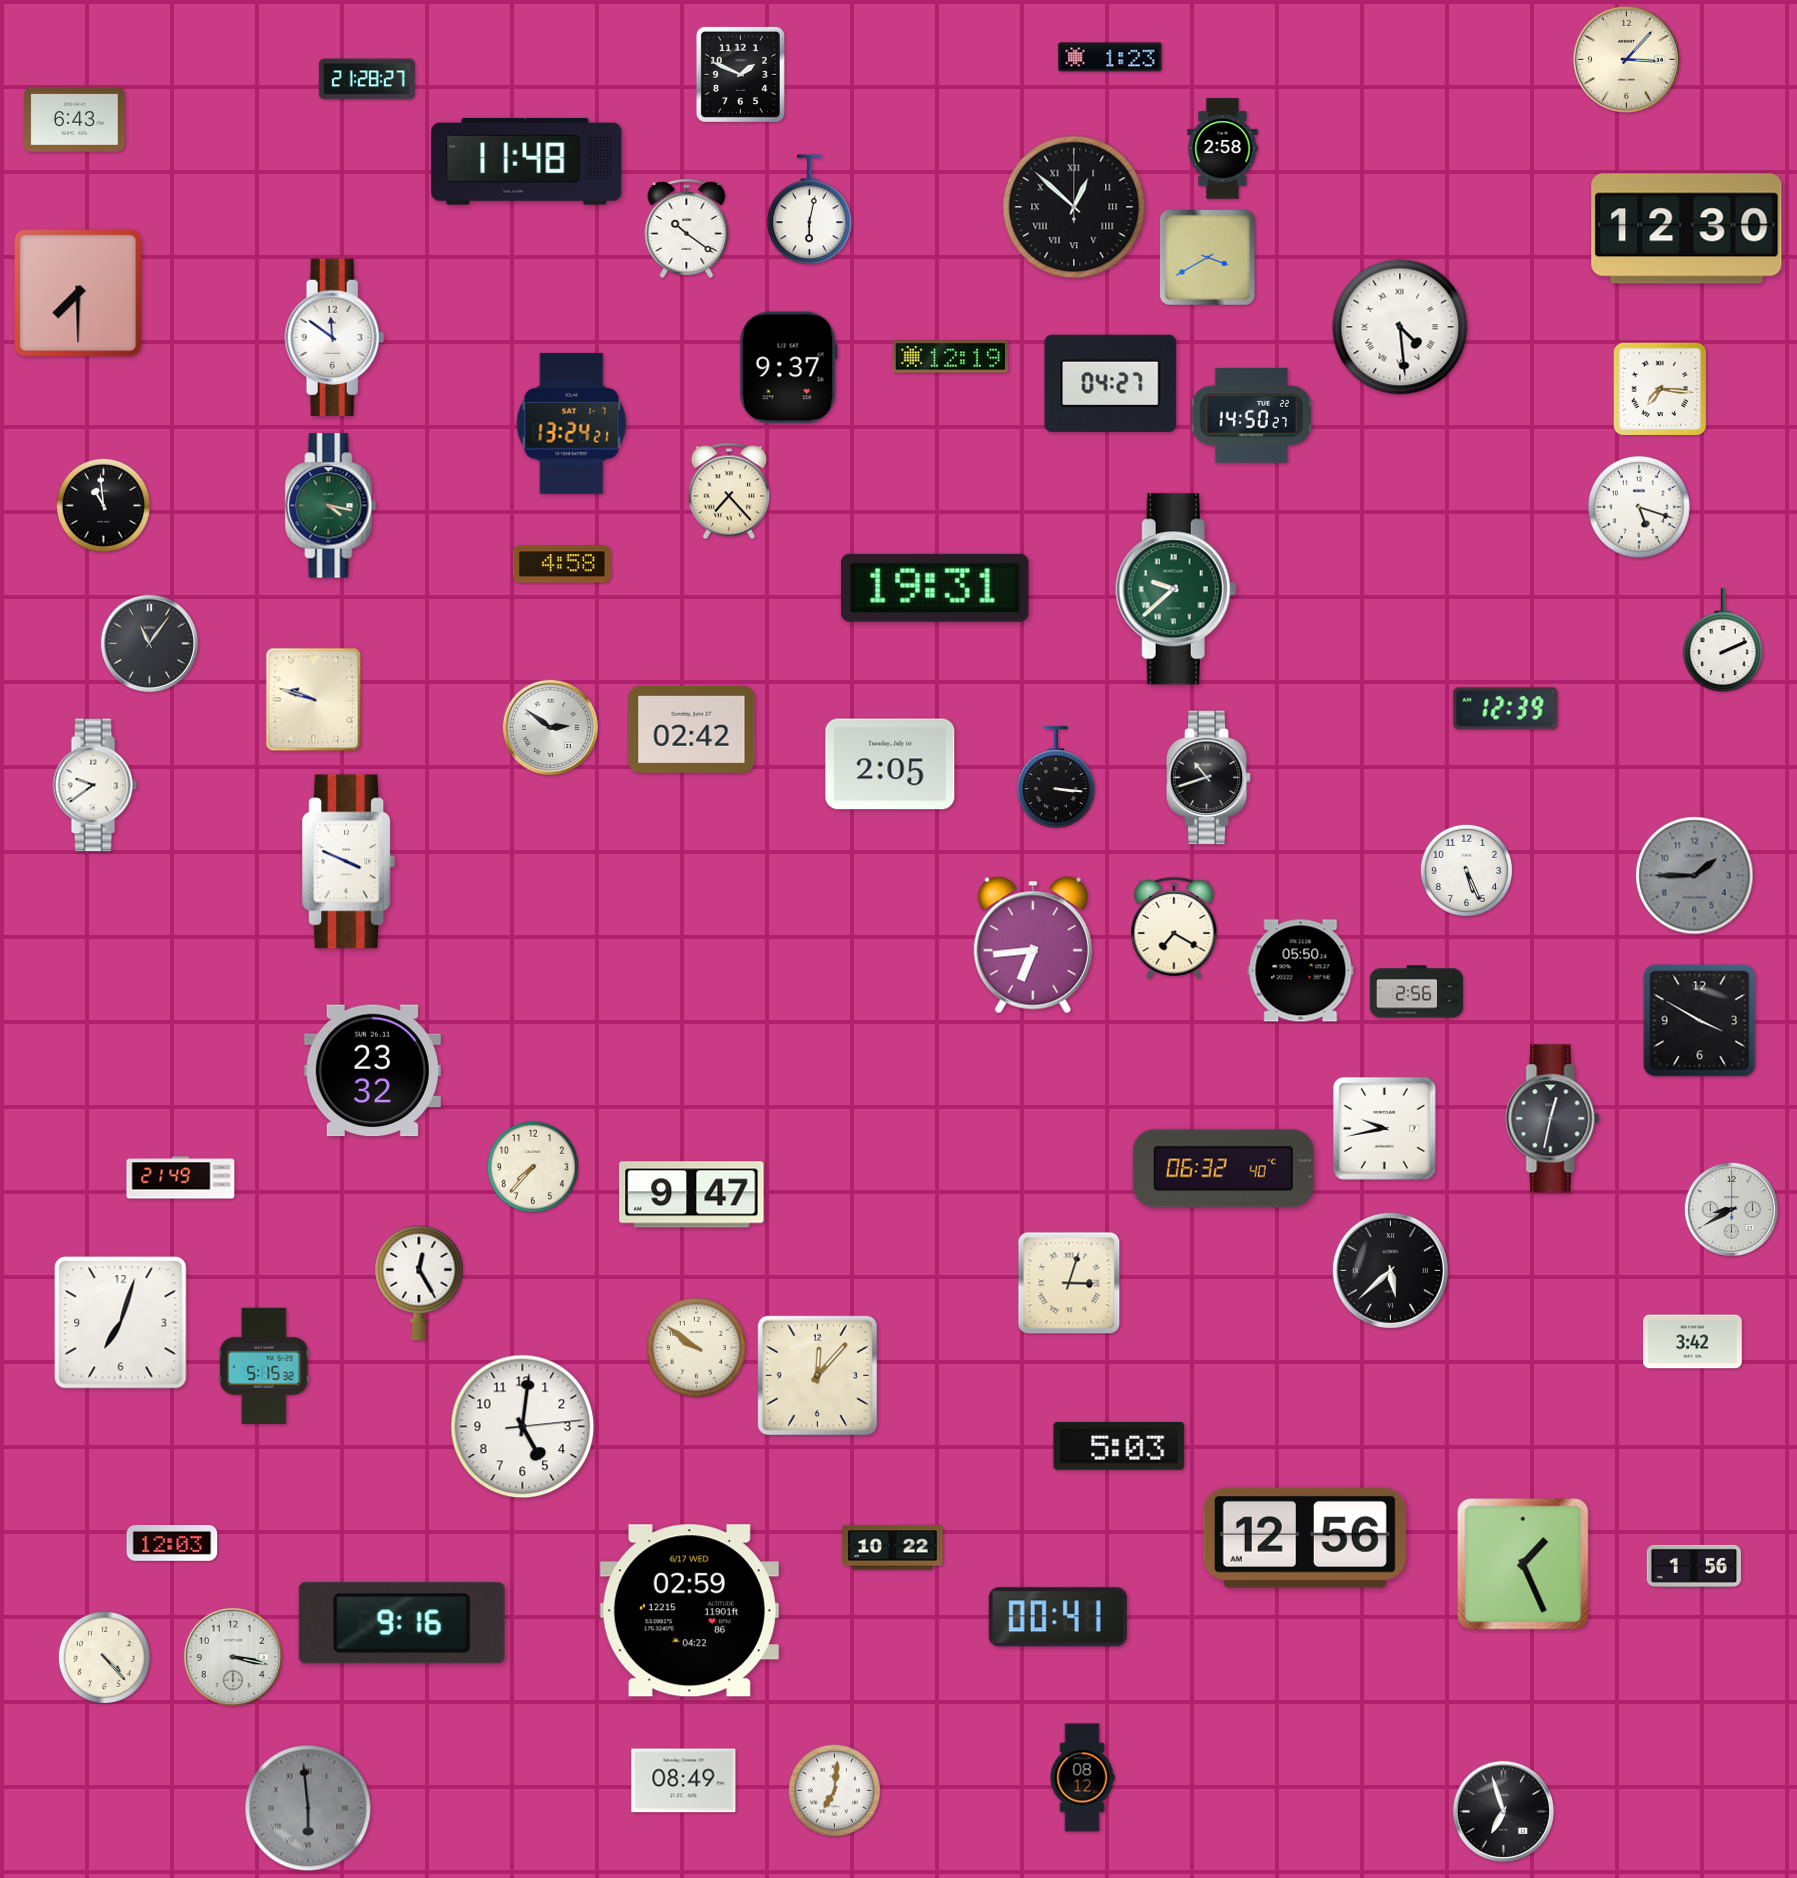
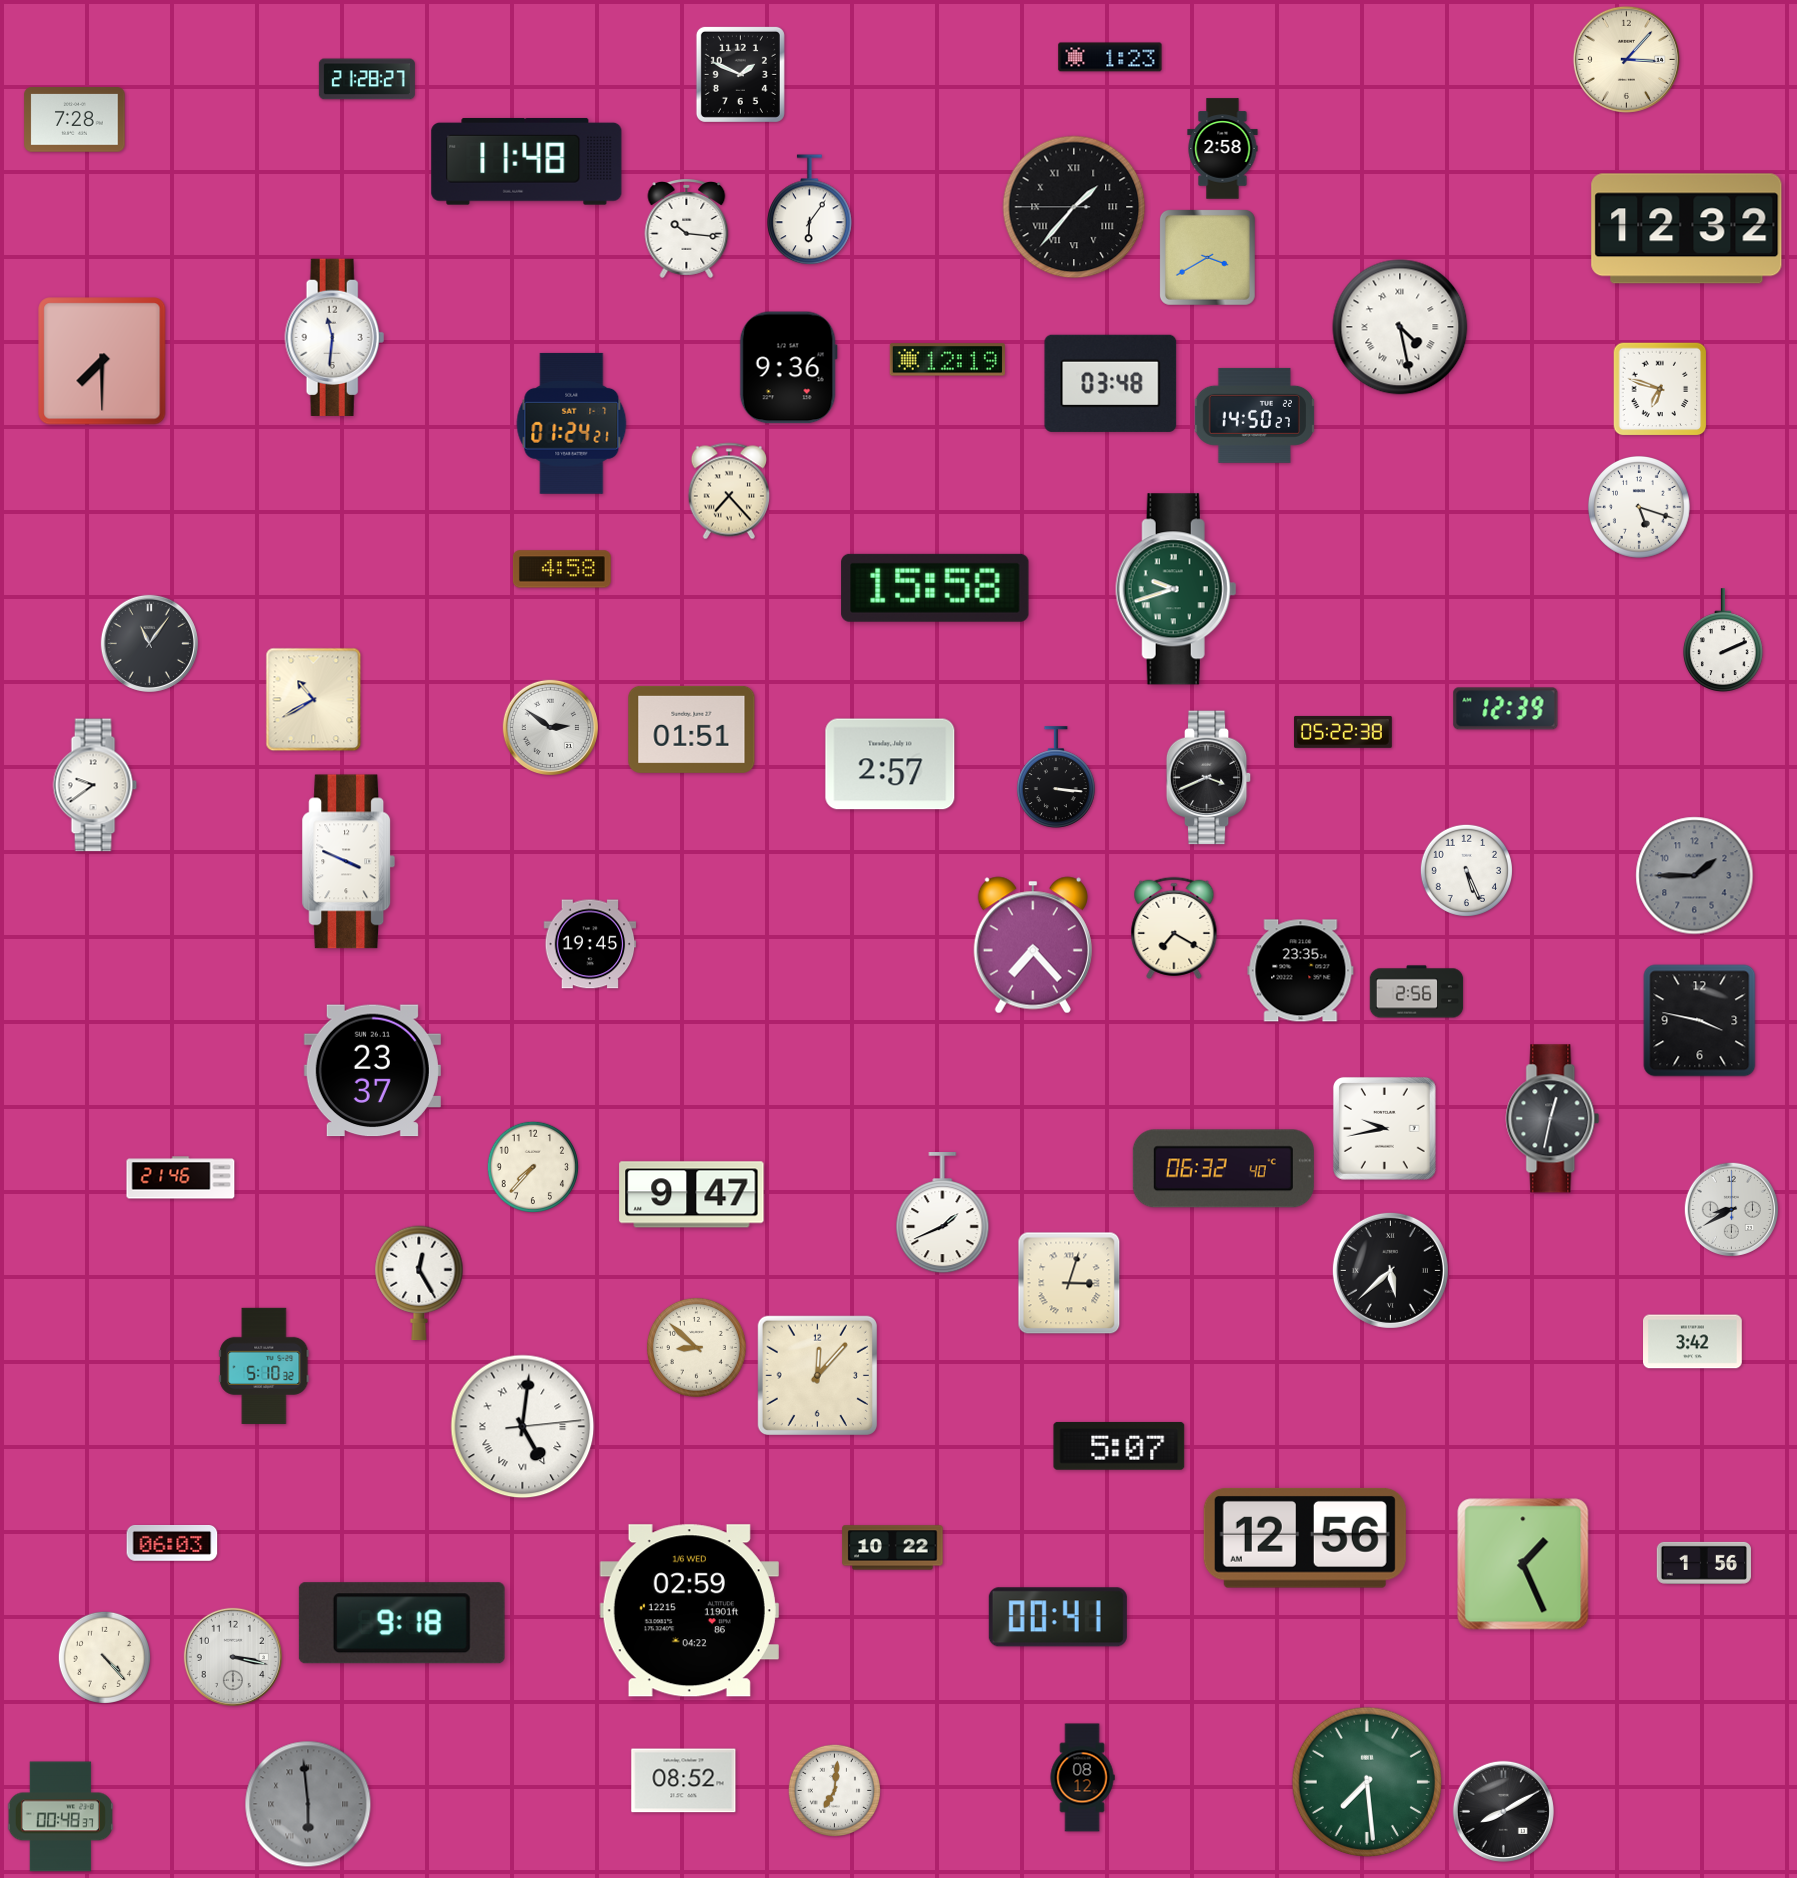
clock at (75, 120): 6:43 -> 7:28
clock at (1074, 207): 12:52 -> 1:36
clock at (810, 210): 6:02 -> 6:06
clock at (687, 229): 10:21 -> 10:16
clock at (1687, 229): 12:30 -> 12:32
clock at (78, 293) position: (78, 293) -> (102, 361)
clock at (1400, 327): 4:29 -> 4:28
clock at (335, 337): 11:51 -> 11:31
clock at (950, 357) position: (950, 357) -> (947, 360)
clock at (788, 368): 9:37 -> 9:36
clock at (1111, 383): 04:27 -> 03:48
clock at (1660, 389): 7:16 -> 6:48
clock at (1251, 415) position: (1251, 415) -> (1254, 415)
clock at (572, 423): 13:24 -> 01:24
clock at (103, 505): 10:59 -> none
clock at (331, 506): 4:17 -> none
clock at (562, 564) position: (562, 564) -> (562, 569)
clock at (935, 588): 19:31 -> 15:58
clock at (1176, 589): 9:38 -> 9:42
clock at (314, 700): 9:48 -> 10:40
clock at (692, 729): 02:42 -> 01:51
clock at (1344, 732): none -> 05:22
clock at (890, 764): 2:05 -> 2:57
clock at (1209, 778): 10:42 -> 3:41
clock at (590, 944): none -> 19:45
clock at (1033, 945): 6:44 -> 7:23
clock at (1301, 971): 05:50 -> 23:35
clock at (1700, 1021): 3:50 -> 3:47
clock at (372, 1071): 23:32 -> 23:37
clock at (181, 1178): 21:49 -> 21:46
clock at (943, 1213): none -> 1:41
clock at (121, 1323): 7:03 -> none
clock at (696, 1347): 9:51 -> 8:52
clock at (264, 1366): 5:15 -> 5:10
clock at (523, 1427) numerals: Arabic -> Roman
clock at (1119, 1446): 5:03 -> 5:07
clock at (172, 1544): 12:03 -> 06:03
clock at (1694, 1566) position: (1694, 1566) -> (1704, 1563)
clock at (689, 1611) date: 6/17 WED -> 1/6 WED
clock at (402, 1623): 9:16 -> 9:18
clock at (684, 1781): 08:49 -> 08:52
clock at (1366, 1781): none -> 7:29
clock at (308, 1808) position: (308, 1808) -> (308, 1804)
clock at (1503, 1811): 6:57 -> 8:10
clock at (60, 1817): none -> 00:48
